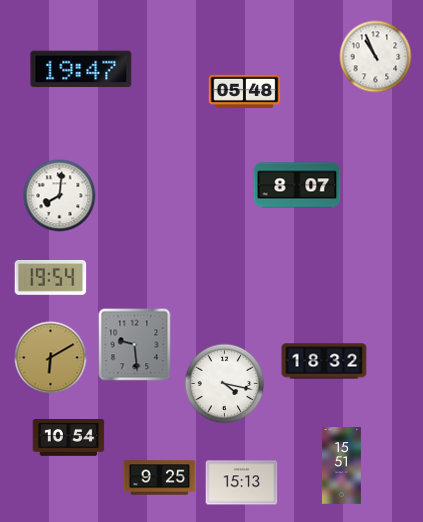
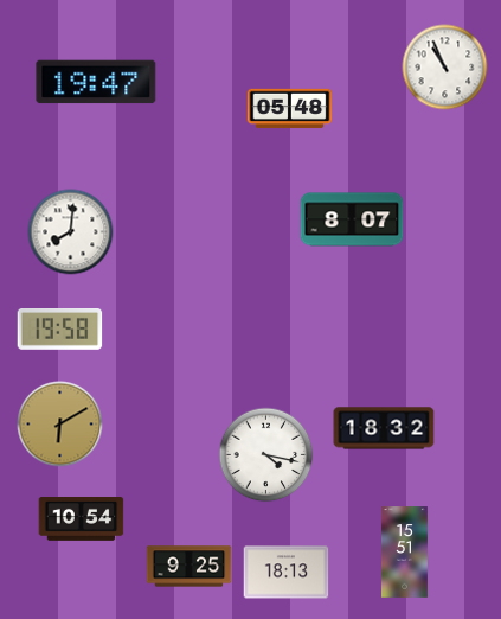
clock at (51, 278): 19:54 -> 19:58
clock at (135, 345): 9:29 -> none
clock at (242, 483): 15:13 -> 18:13
